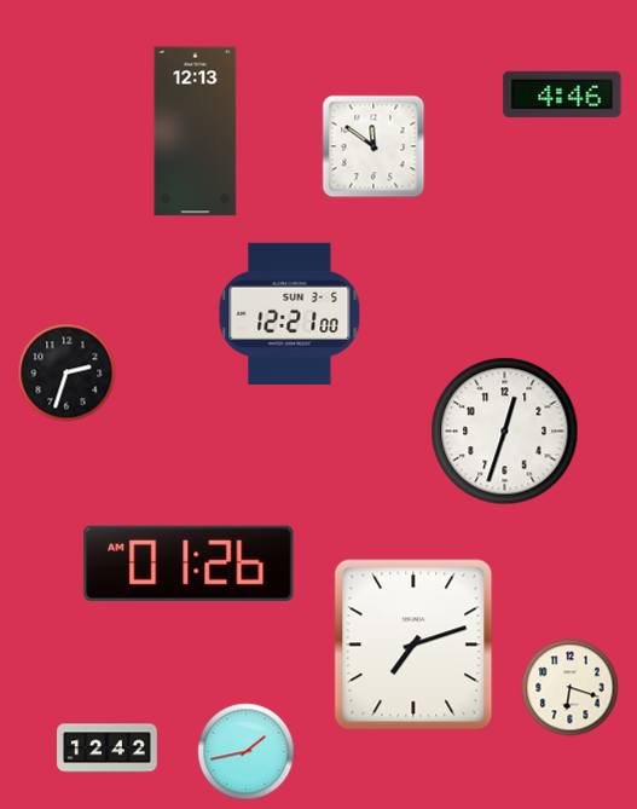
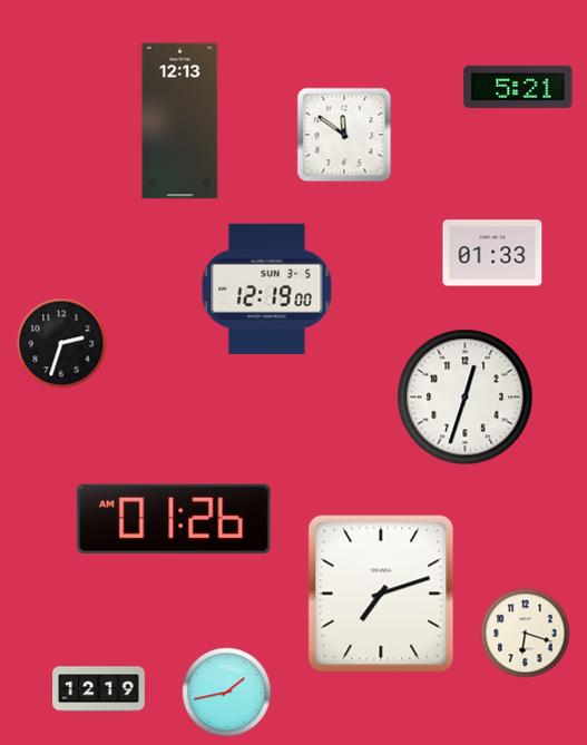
clock at (562, 94): 4:46 -> 5:21
clock at (492, 253): none -> 01:33
clock at (290, 313): 12:21 -> 12:19
clock at (108, 749): 12:42 -> 12:19
